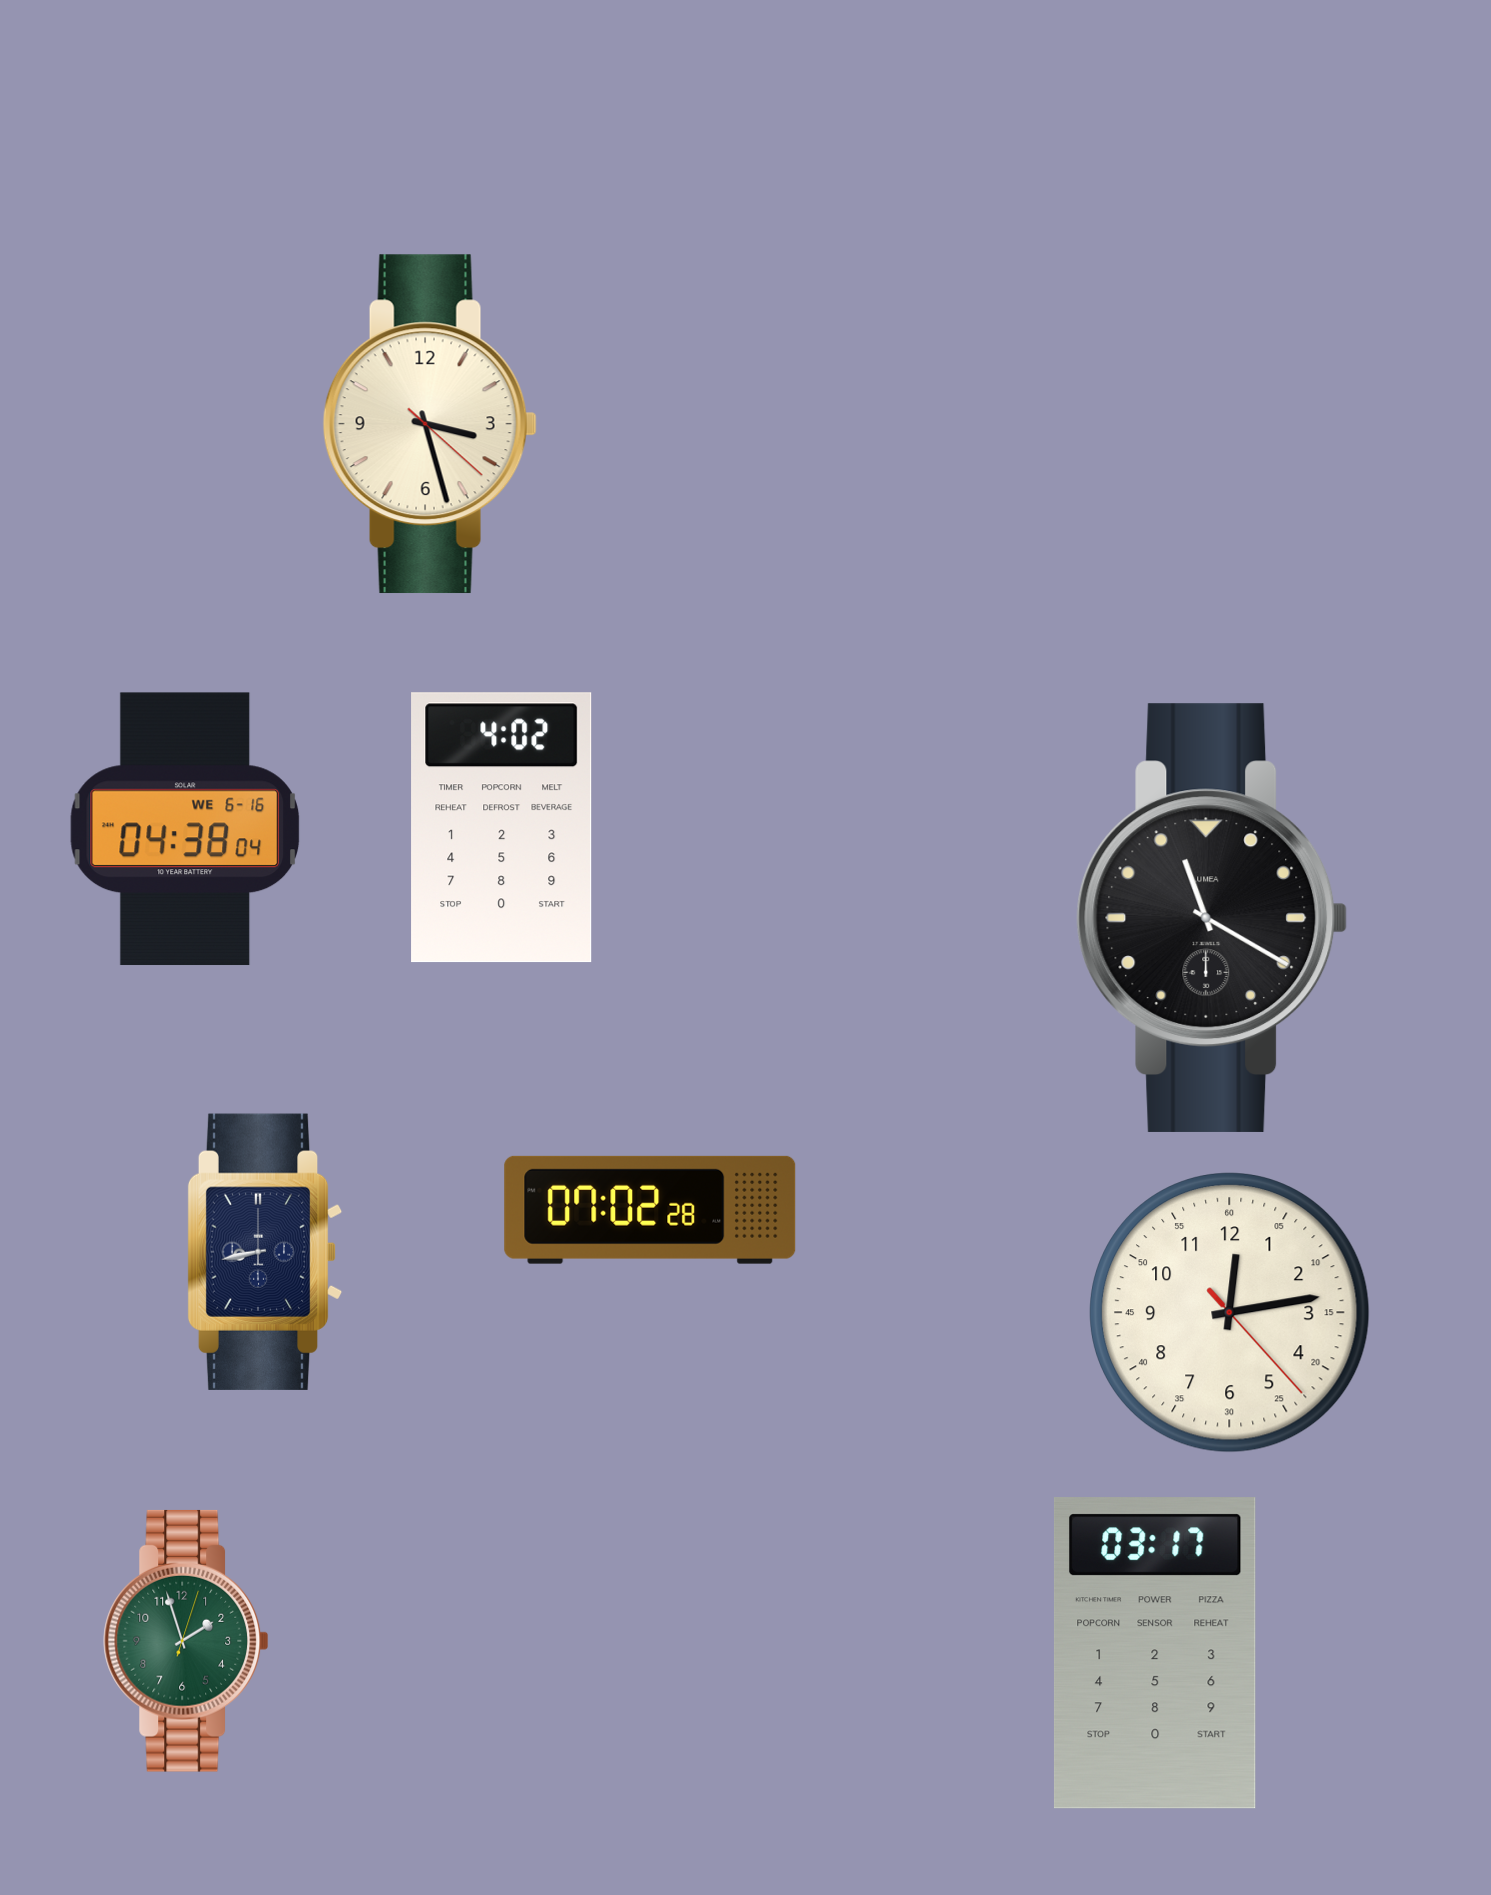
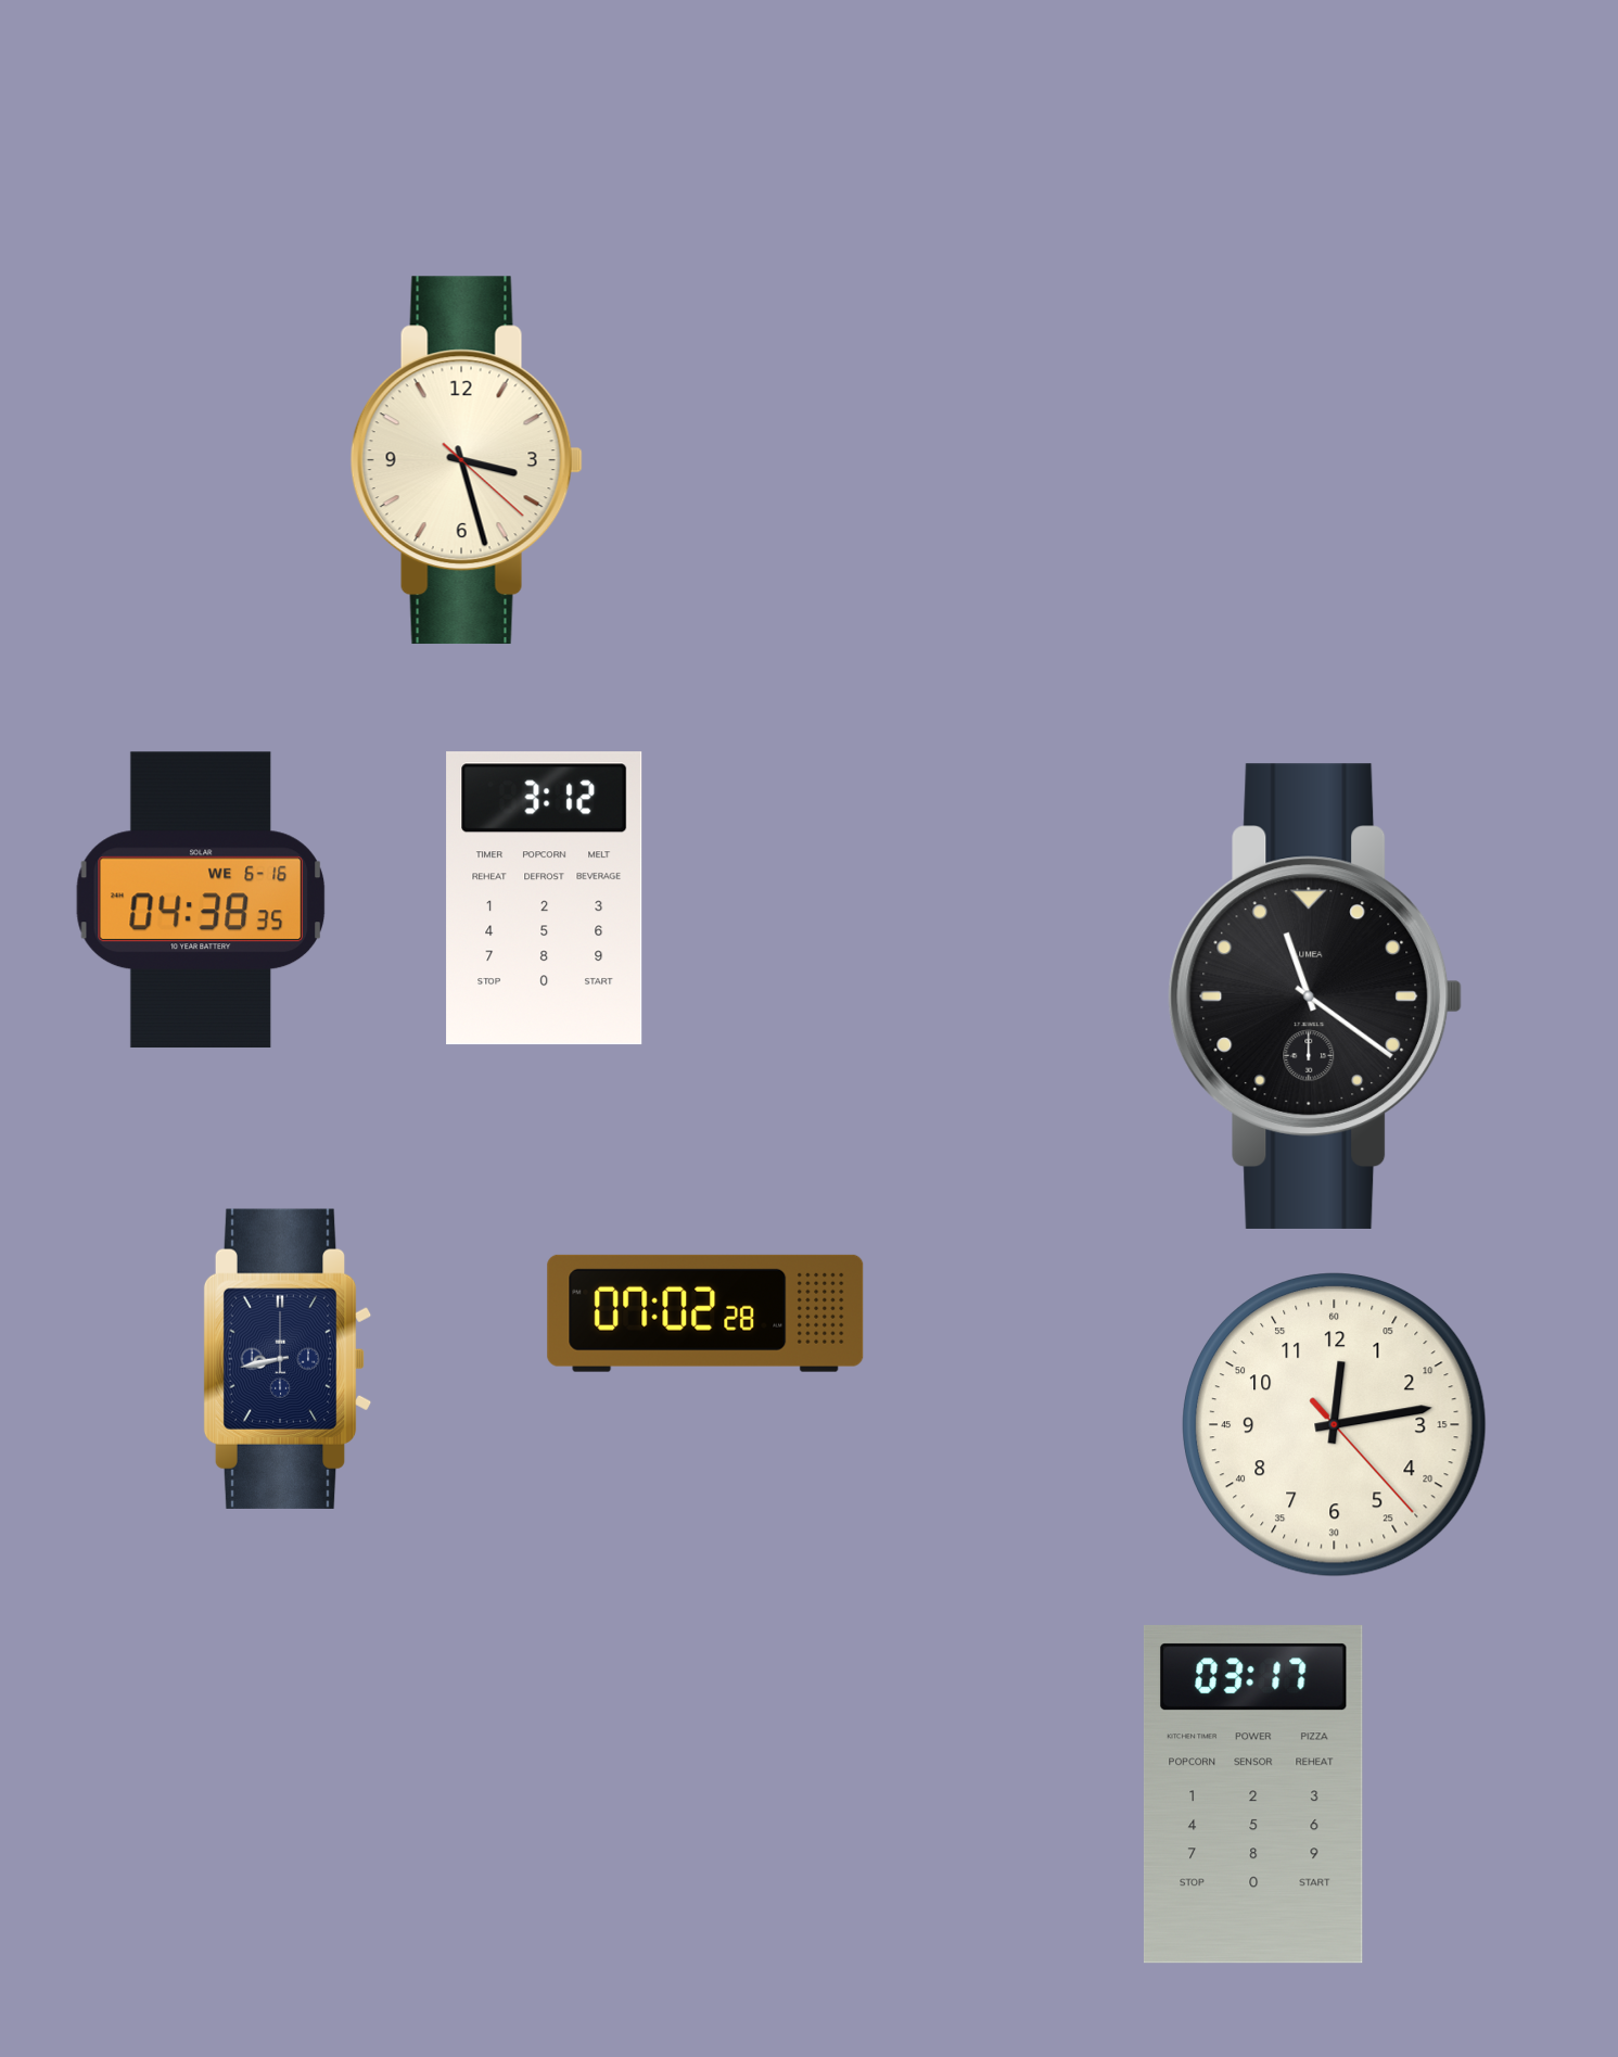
clock at (502, 828): 4:02 -> 3:12
clock at (185, 829): 04:38:04 -> 04:38:35
clock at (1212, 918): 11:20 -> 11:21
clock at (186, 1641): 1:57 -> none
